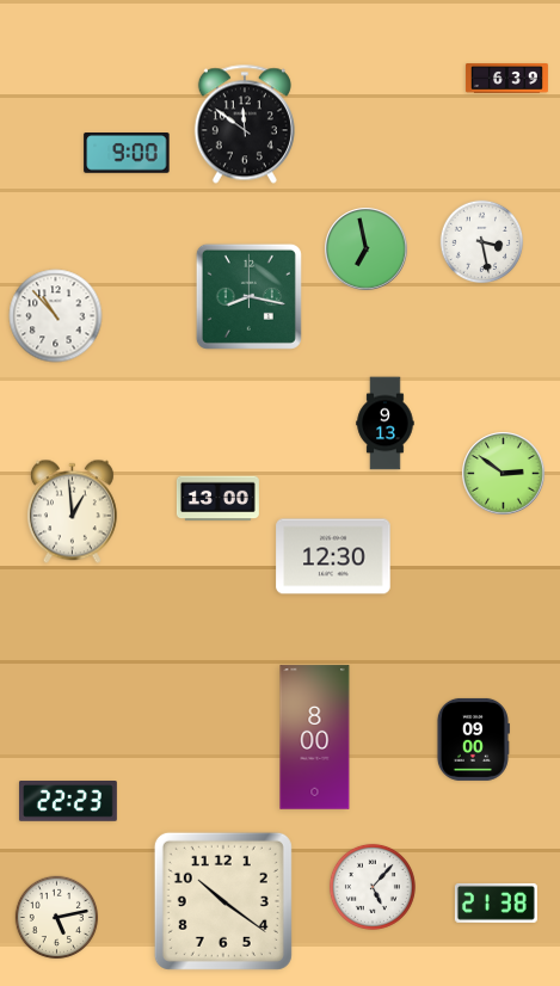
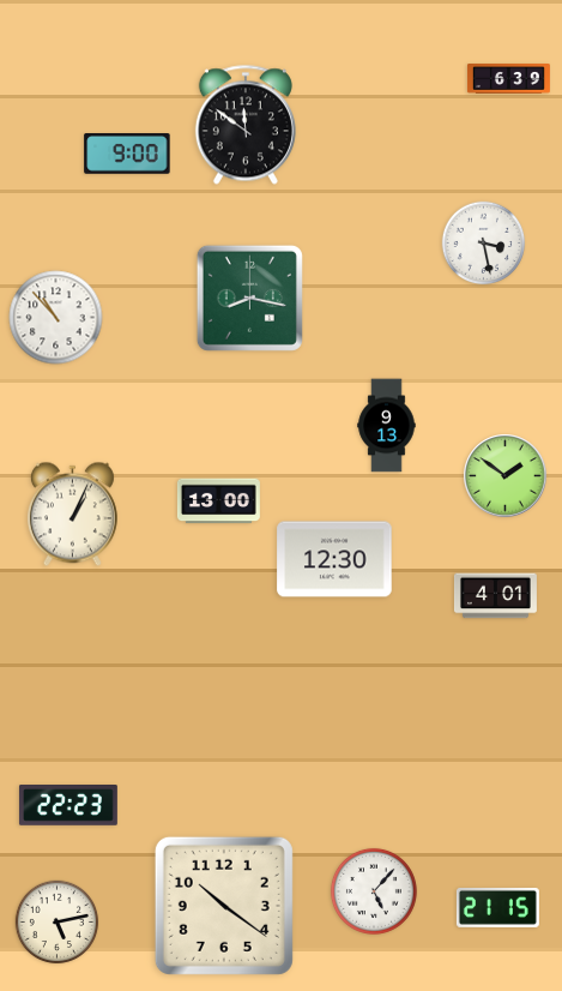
clock at (367, 249): 6:58 -> none
clock at (504, 474): 2:51 -> 1:51
clock at (72, 512): 12:59 -> 1:04
clock at (495, 596): none -> 4:01
clock at (315, 738): 8:00 -> none
clock at (473, 739): 09:00 -> none
clock at (496, 902): 21:38 -> 21:15
